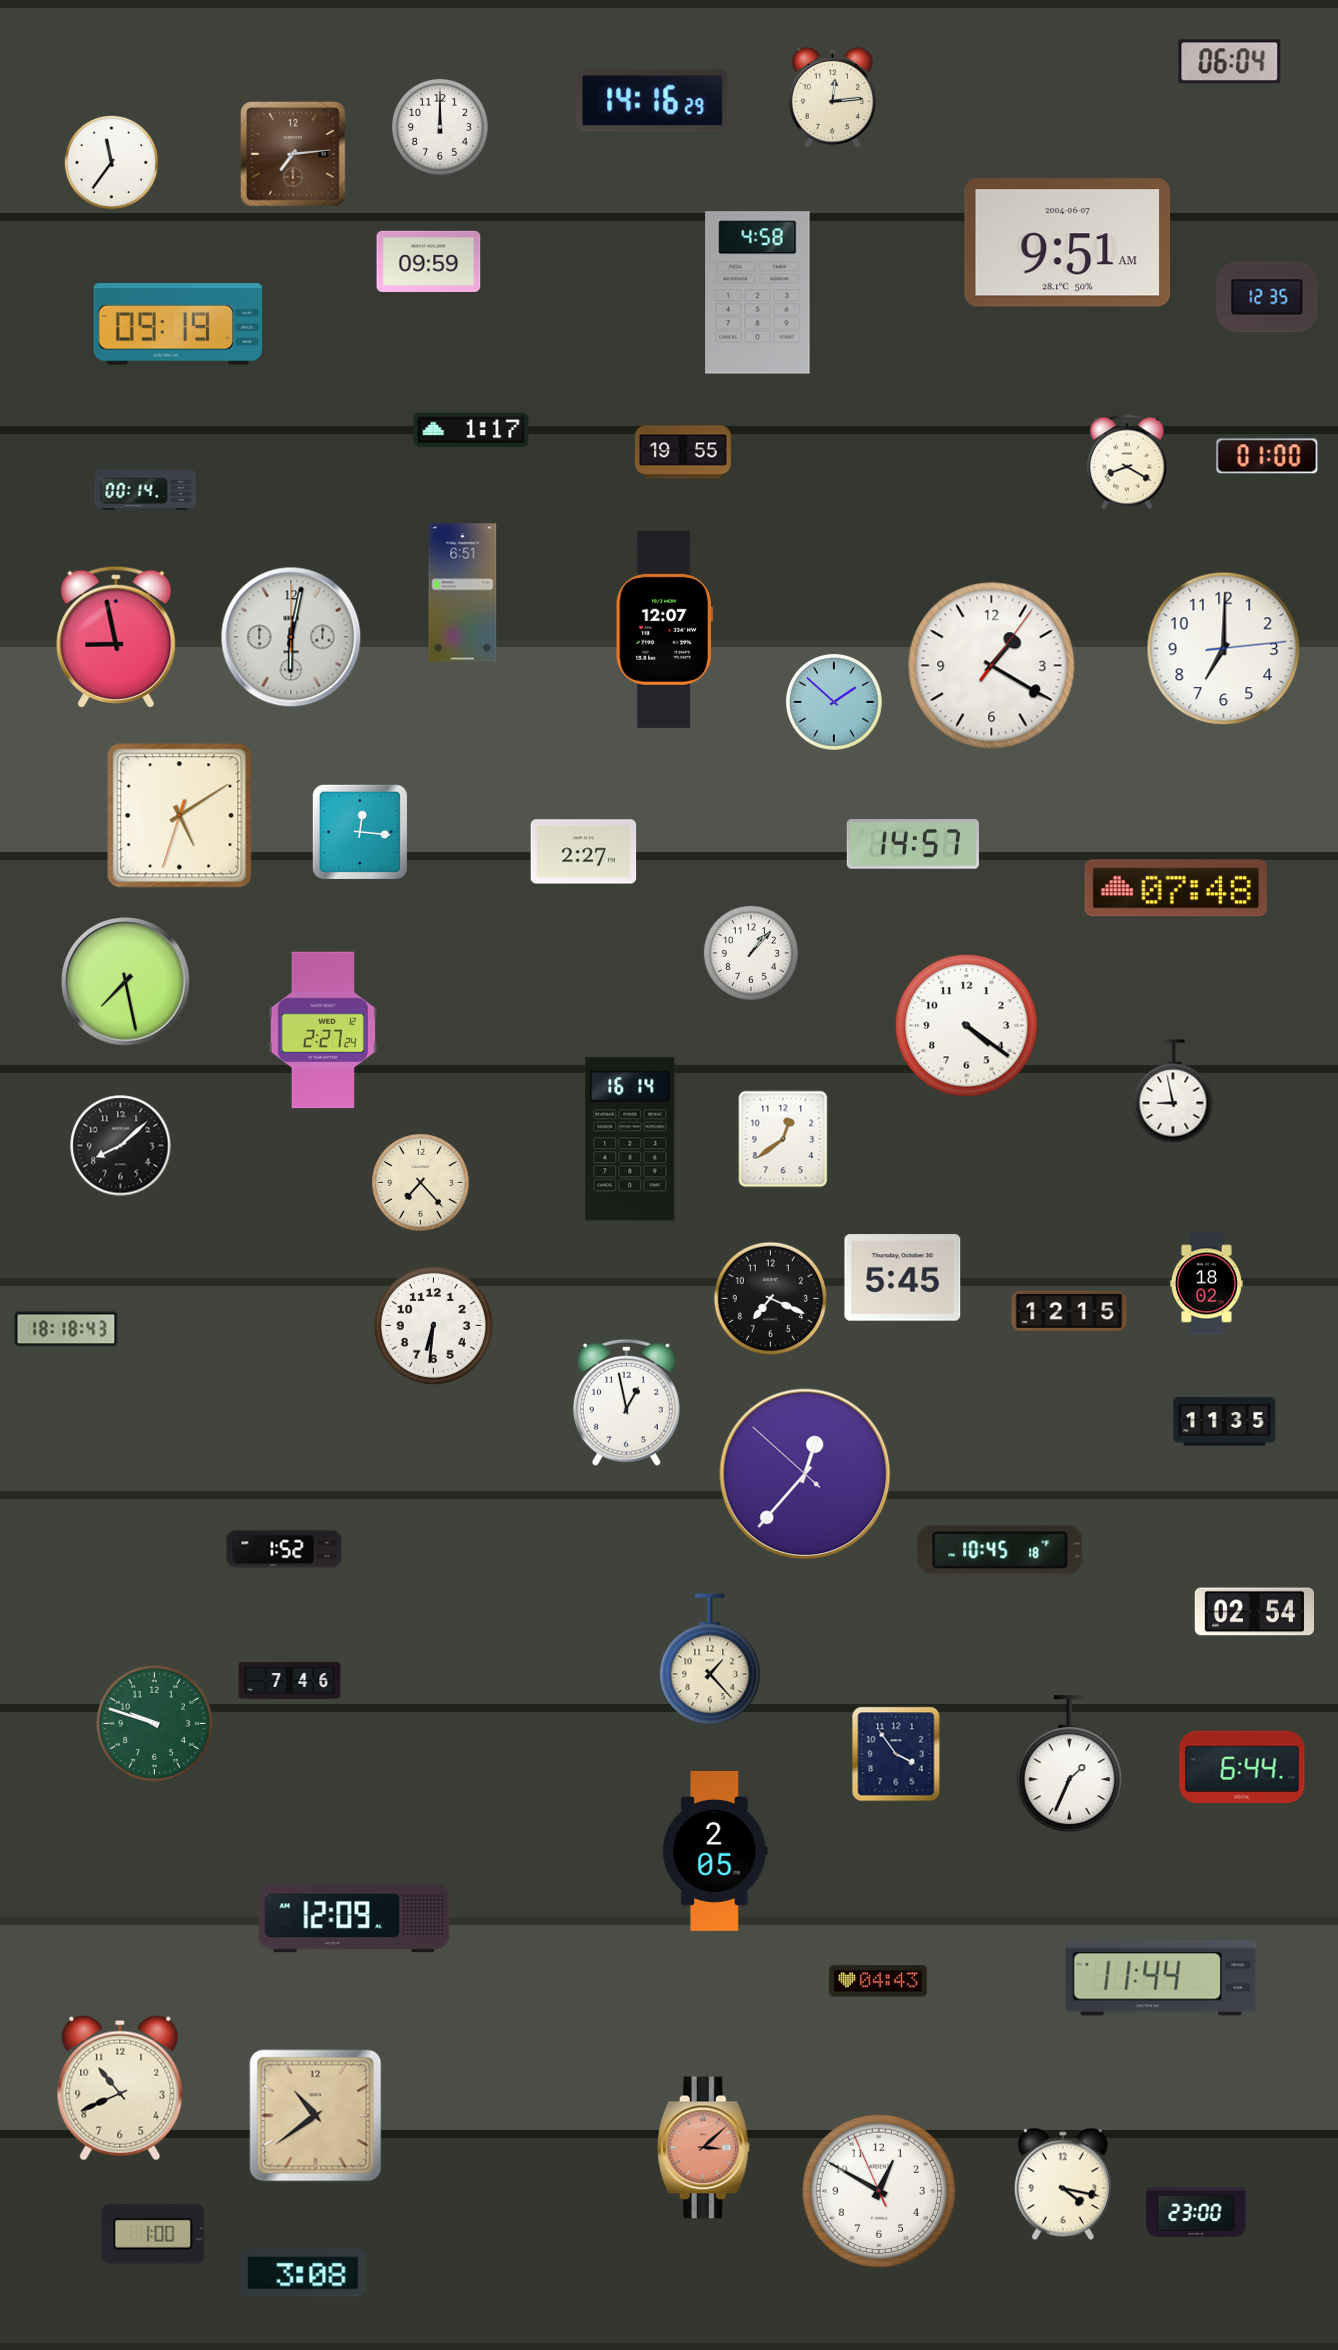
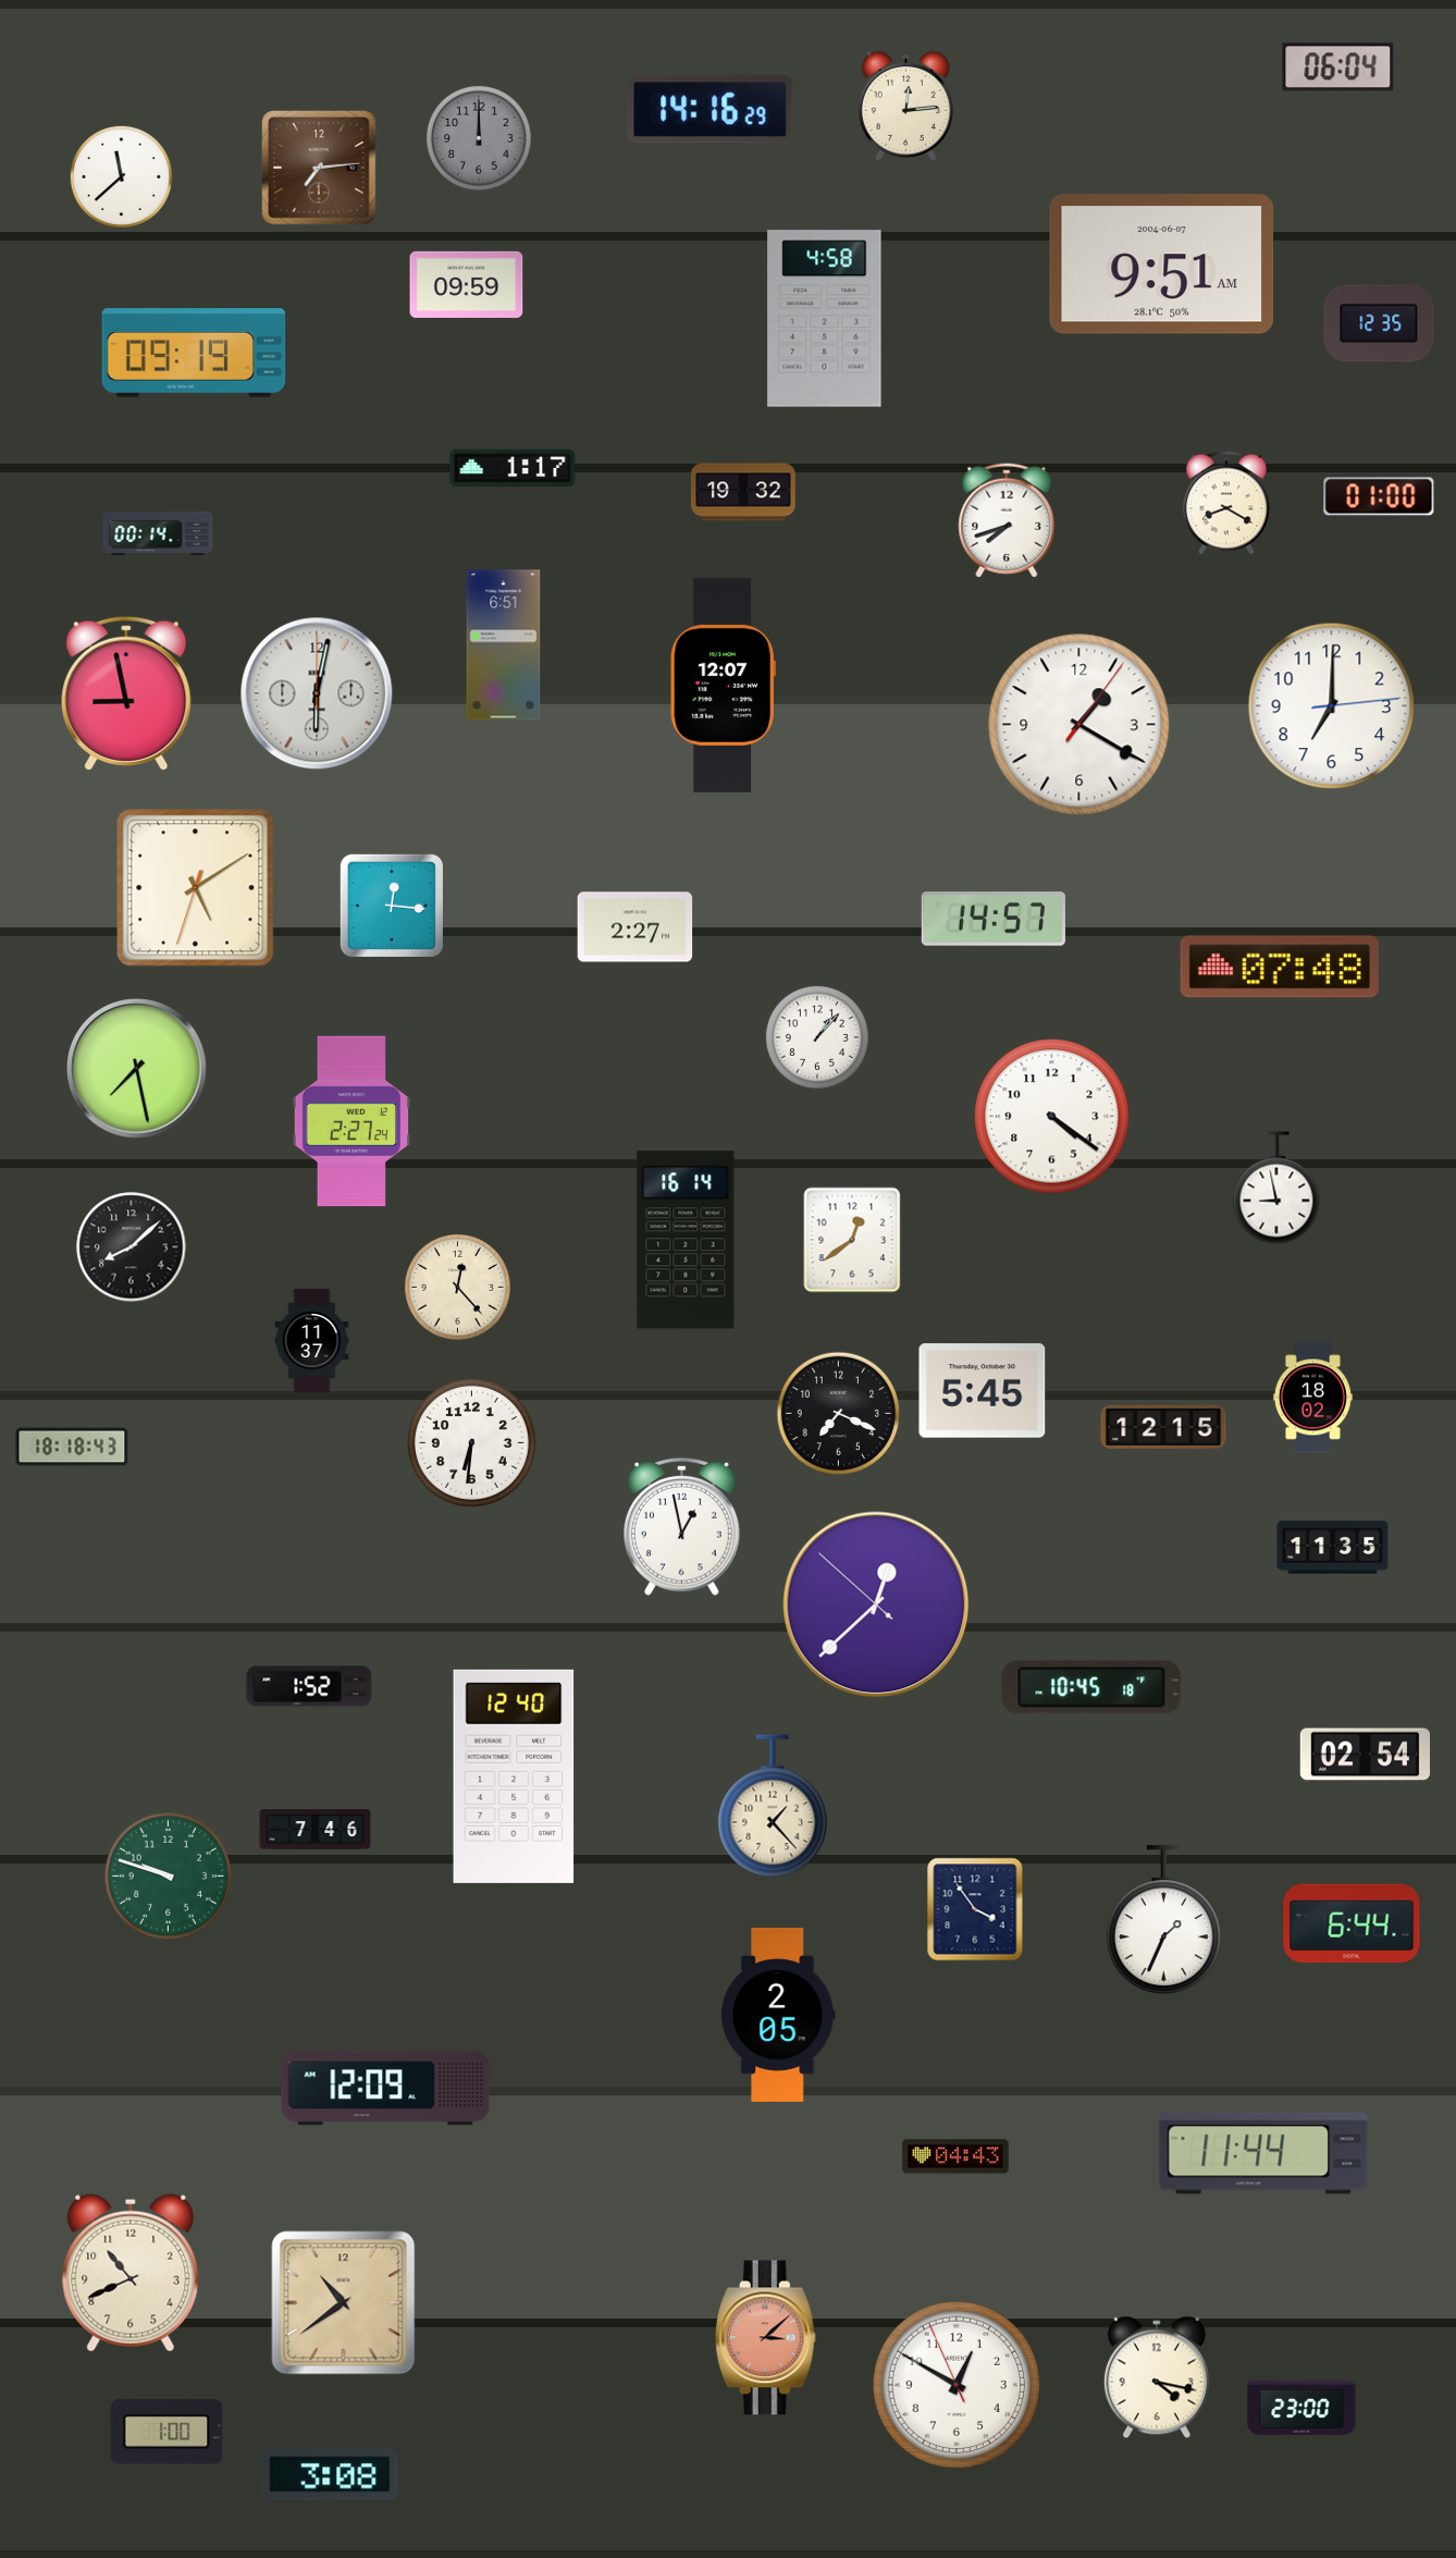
clock at (440, 127) dial: white -> grey
clock at (111, 162): 11:36 -> 11:38
clock at (683, 452): 19:55 -> 19:32
clock at (1007, 520): none -> 7:42
clock at (834, 702): 1:52 -> none
clock at (421, 1183): 7:23 -> 12:23
clock at (312, 1340): none -> 11:37
clock at (805, 1474): 12:36 -> 12:37
clock at (1000, 1550) position: (1000, 1550) -> (1091, 1687)
clock at (514, 1776): none -> 12:40
